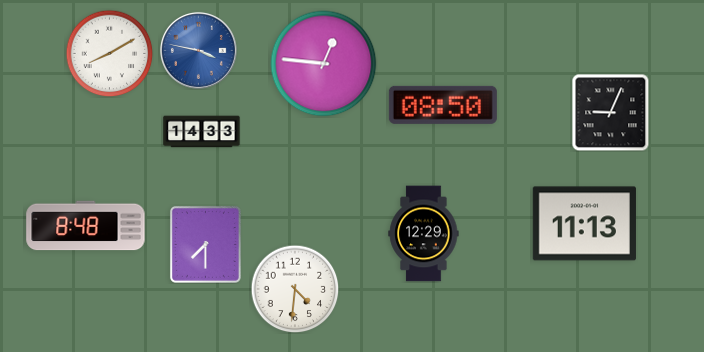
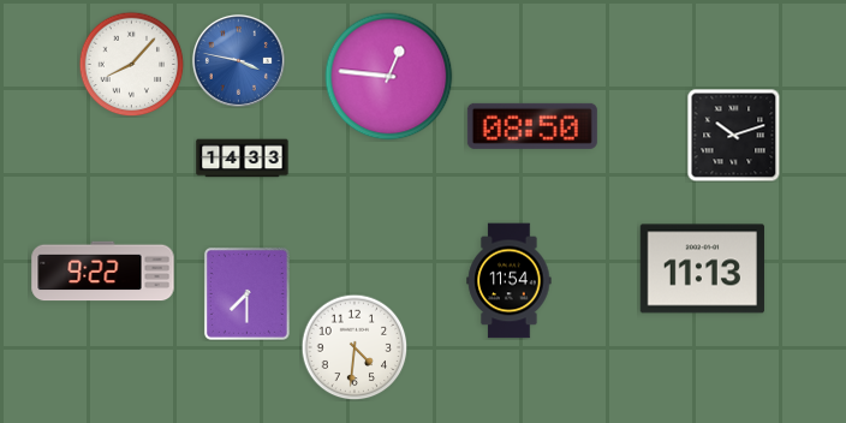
clock at (109, 53): 8:10 -> 8:07
clock at (610, 112): 9:04 -> 10:12
clock at (86, 226): 8:48 -> 9:22
clock at (424, 234): 12:29 -> 11:54
